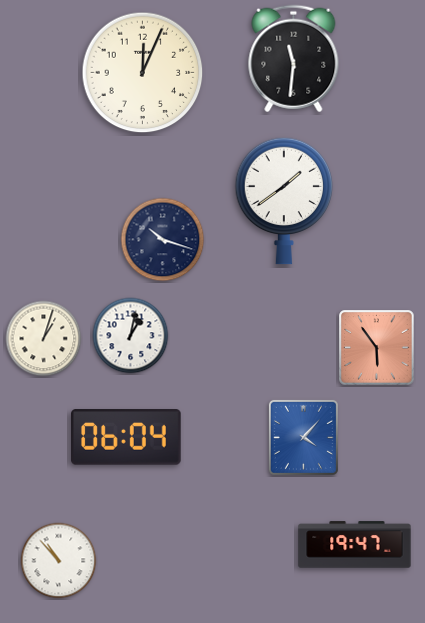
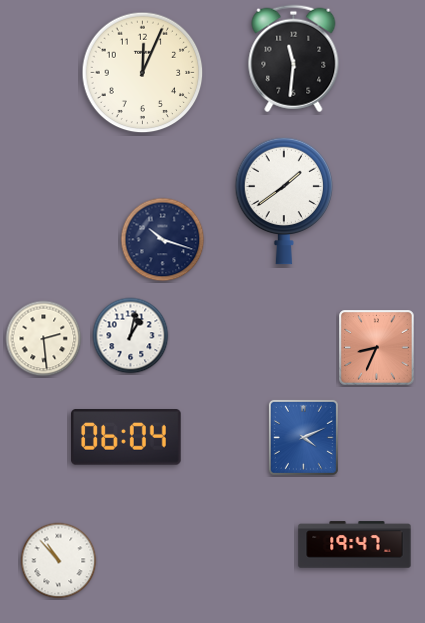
clock at (44, 339): 1:03 -> 2:29
clock at (377, 348): 5:54 -> 8:34
clock at (303, 437): 4:07 -> 4:11
